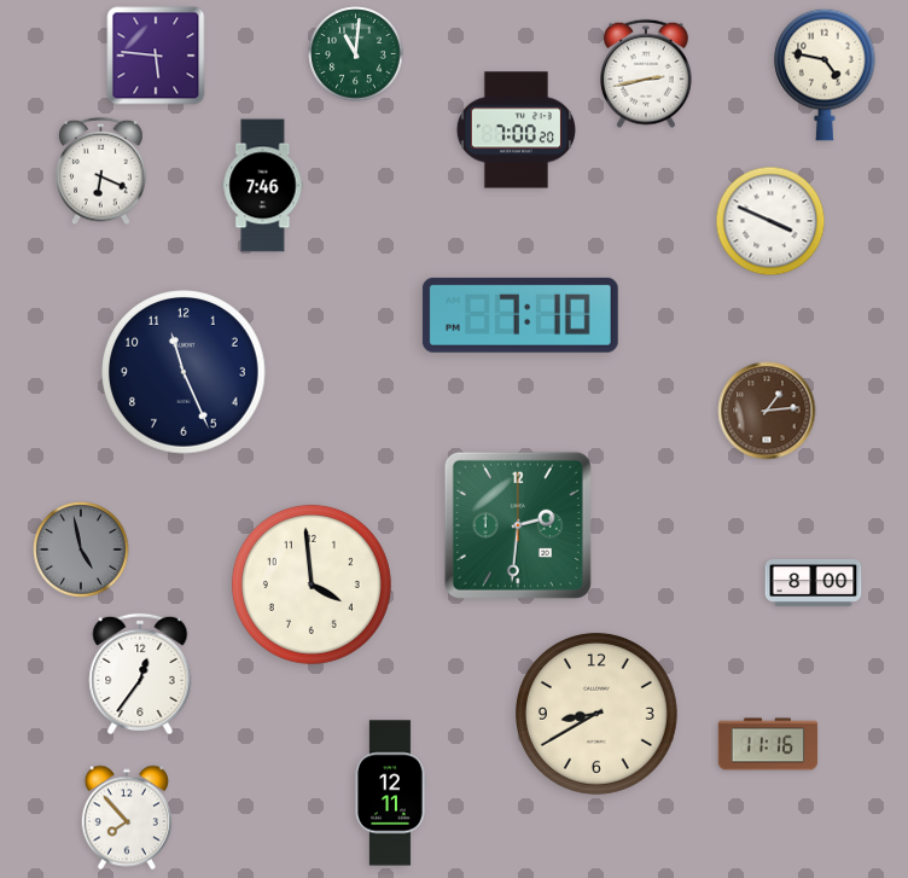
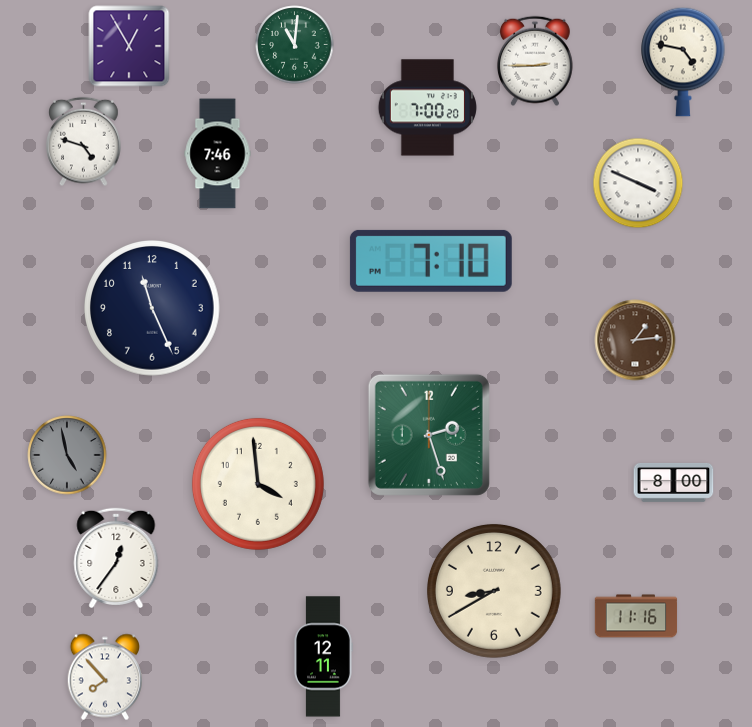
clock at (156, 56): 5:46 -> 12:55
clock at (646, 74): 2:43 -> 2:45
clock at (101, 171): 6:19 -> 4:48
clock at (518, 525): 2:31 -> 2:27
